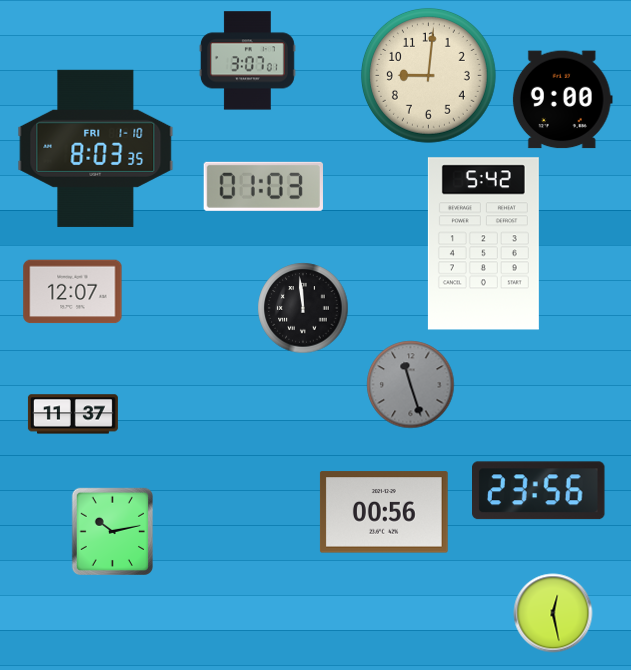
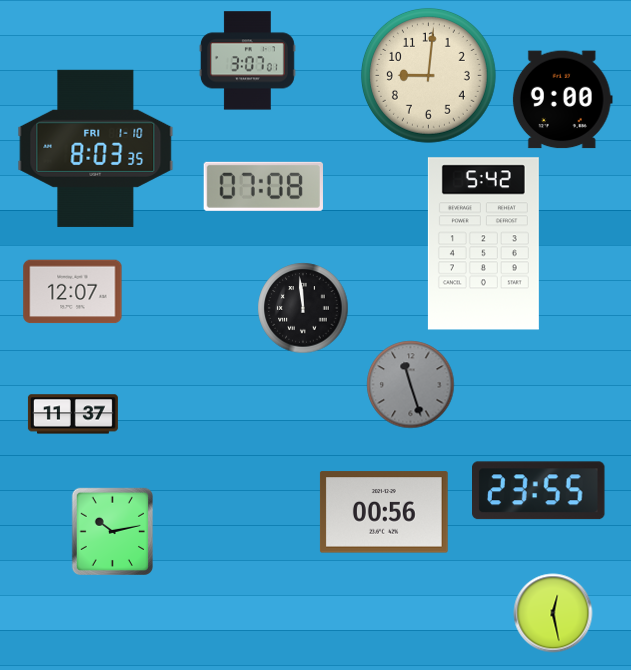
clock at (263, 186): 01:03 -> 07:08
clock at (539, 491): 23:56 -> 23:55
